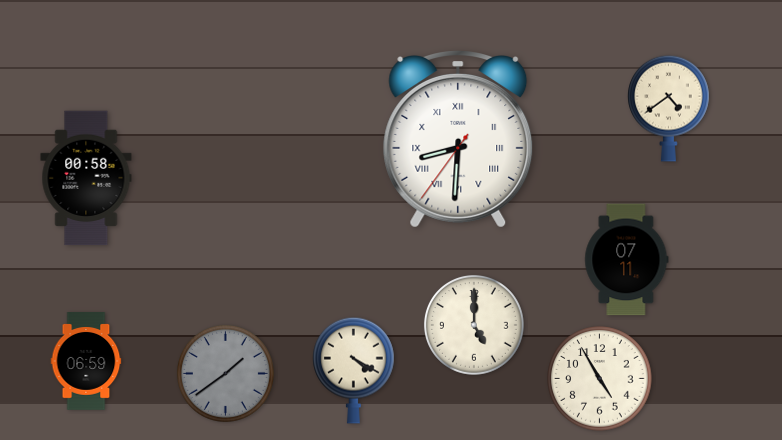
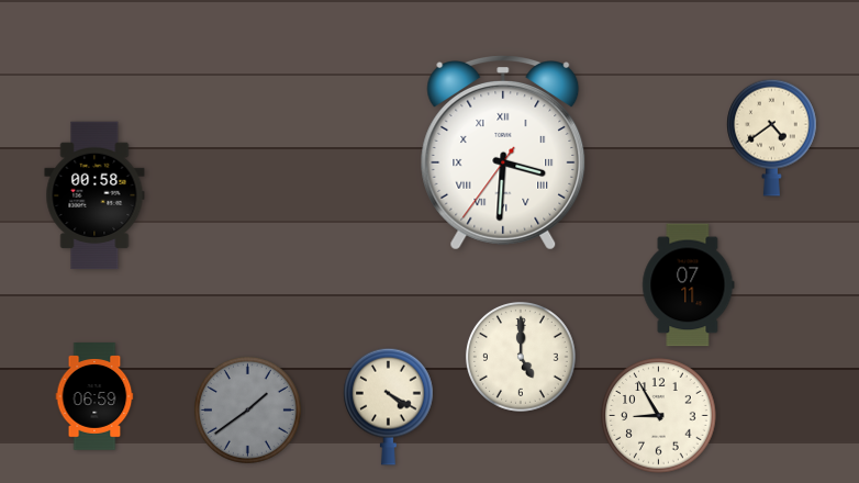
clock at (669, 108) position: (669, 108) -> (772, 137)
clock at (458, 139): 8:30 -> 3:30
clock at (600, 379): 4:55 -> 8:55
